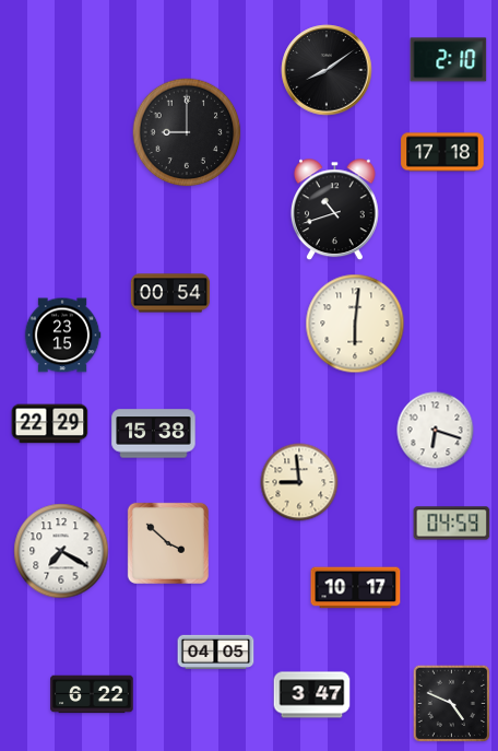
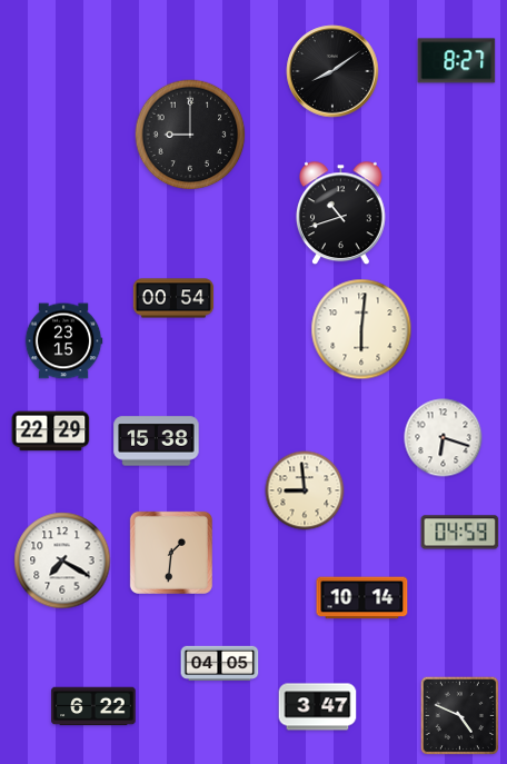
clock at (449, 60): 2:10 -> 8:27
clock at (442, 152): 17:18 -> none
clock at (168, 543): 3:52 -> 1:31
clock at (356, 588): 10:17 -> 10:14
